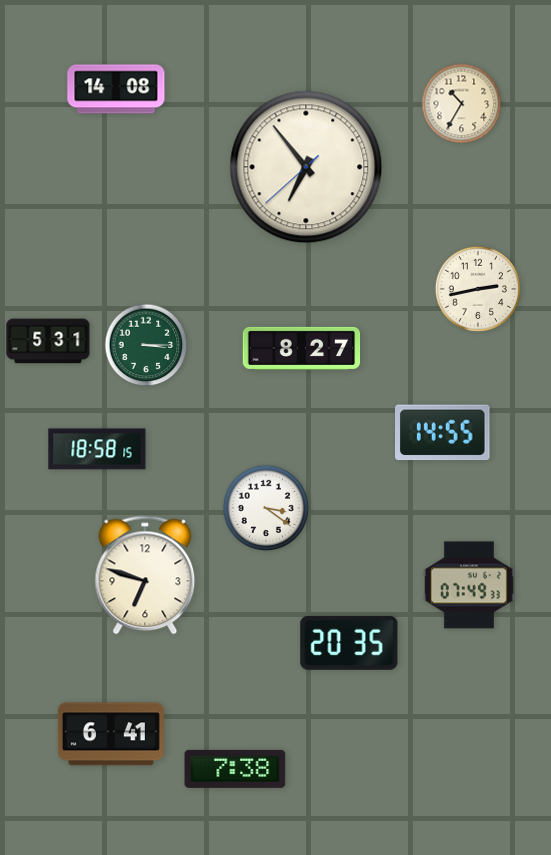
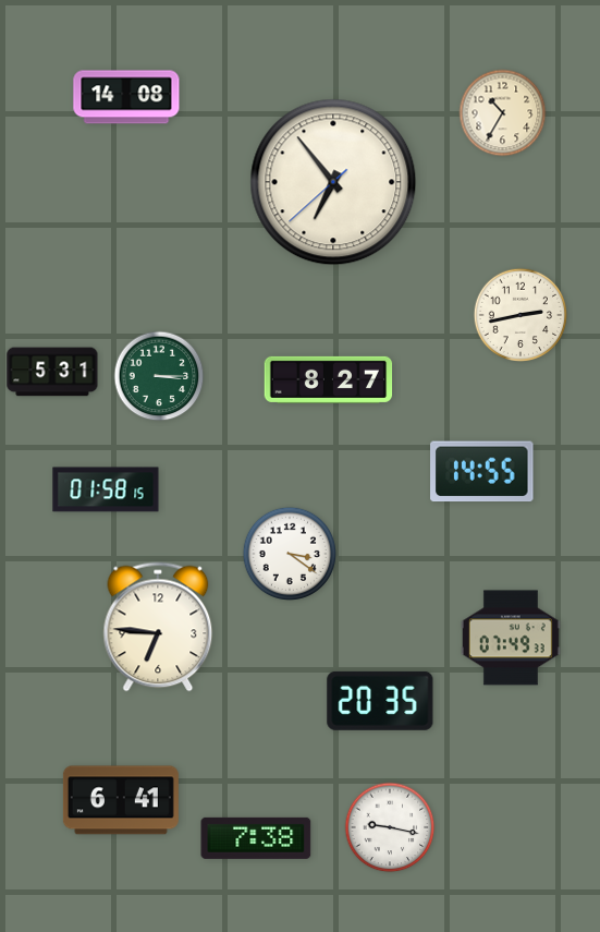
clock at (97, 449): 18:58 -> 01:58
clock at (145, 575): 6:48 -> 6:46
clock at (390, 827): none -> 9:17
